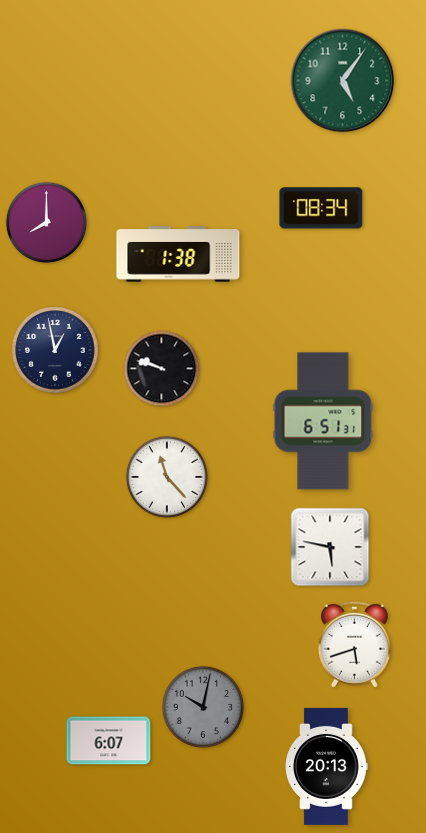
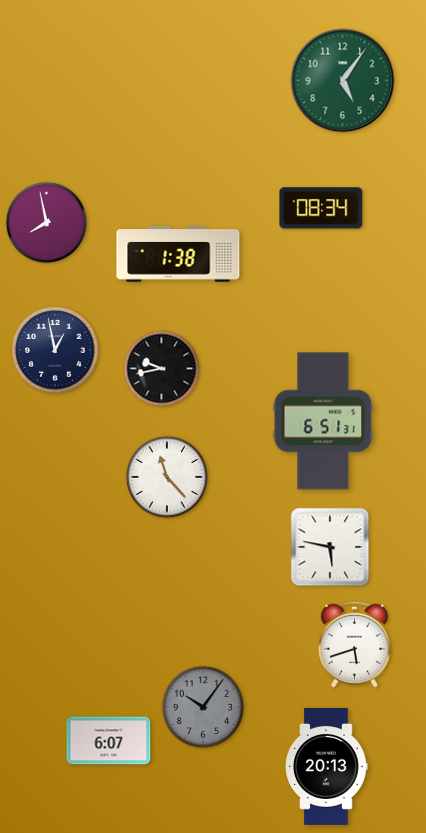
clock at (47, 223): 8:00 -> 7:58
clock at (162, 369): 9:48 -> 9:43
clock at (202, 706): 10:02 -> 10:06
